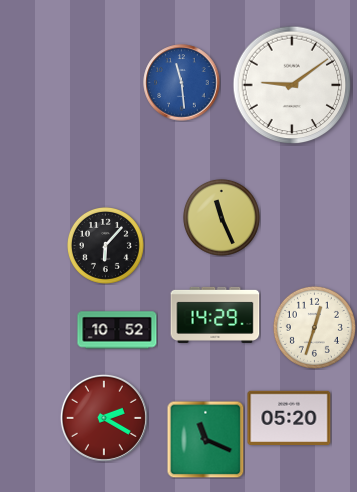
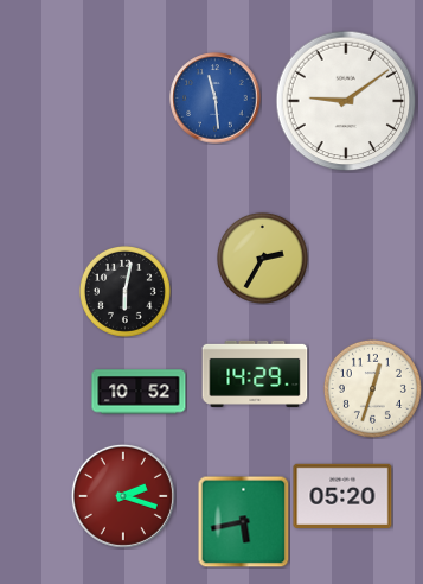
clock at (221, 217): 11:26 -> 2:35
clock at (105, 245): 6:07 -> 6:02
clock at (104, 418): 2:20 -> 2:18
clock at (205, 439): 11:19 -> 5:43
